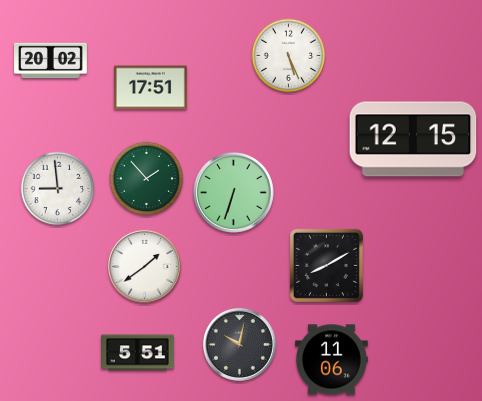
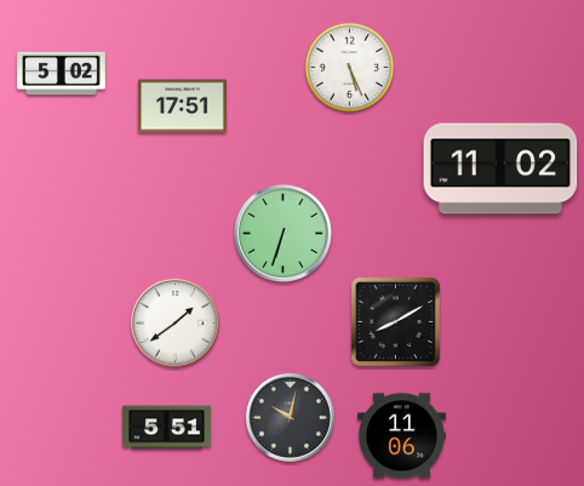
clock at (51, 61): 20:02 -> 5:02
clock at (413, 139): 12:15 -> 11:02
clock at (147, 179): 1:53 -> none
clock at (58, 189): 8:59 -> none
